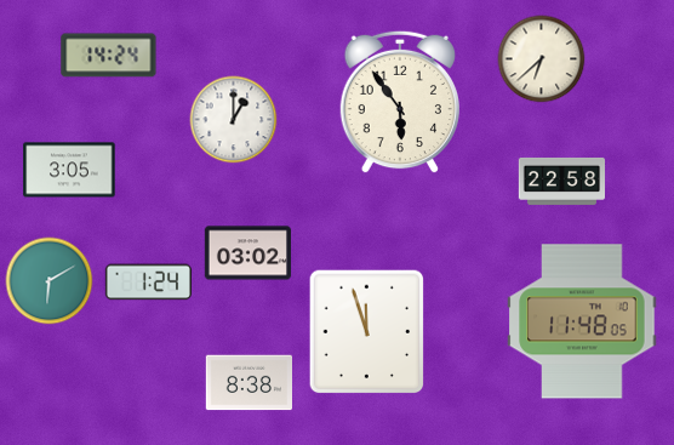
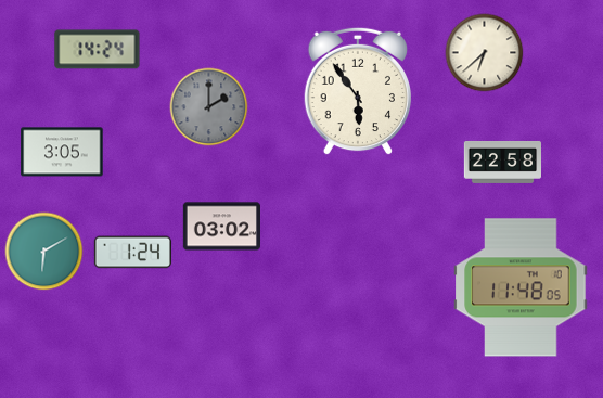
clock at (234, 120): 1:00 -> 2:00
clock at (234, 120) dial: white -> grey
clock at (367, 332): 11:57 -> none
clock at (249, 383): 8:38 -> none
